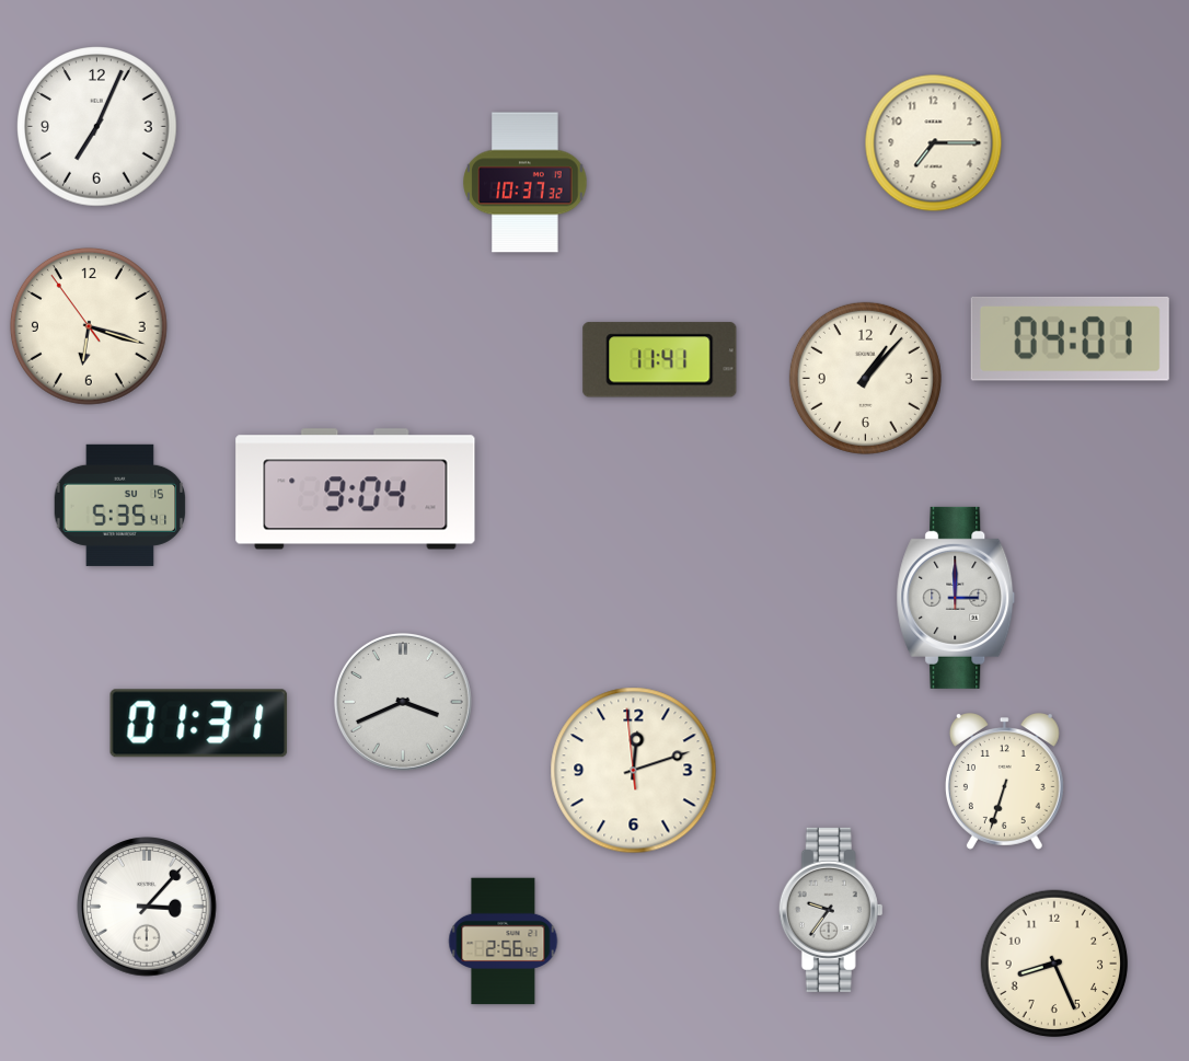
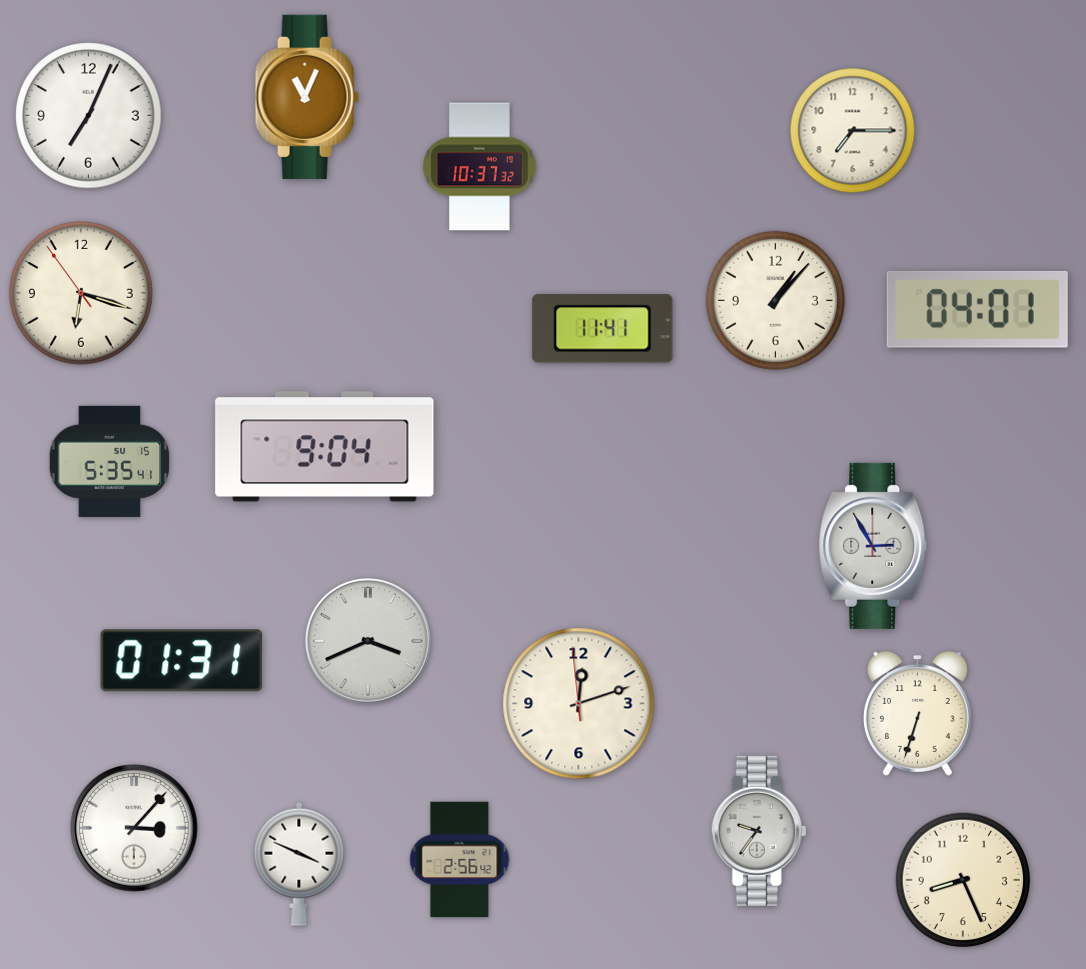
clock at (307, 97): none -> 11:04
clock at (89, 326) position: (89, 326) -> (81, 293)
clock at (865, 378) position: (865, 378) -> (775, 300)
clock at (956, 598): 3:00 -> 2:55
clock at (299, 864): none -> 3:49
